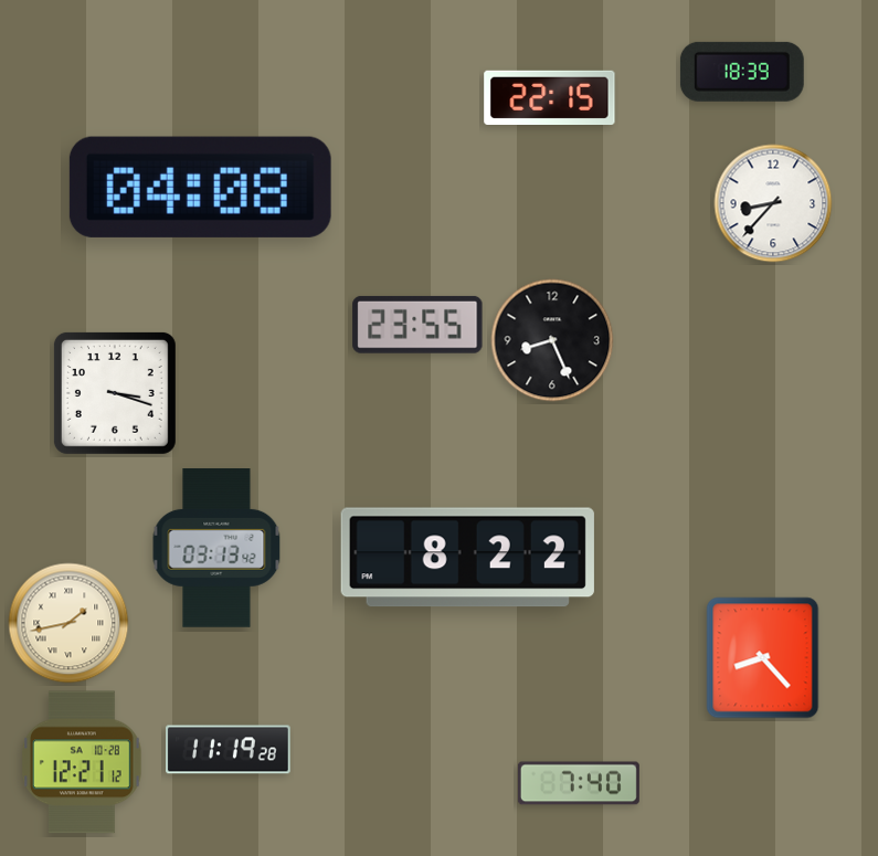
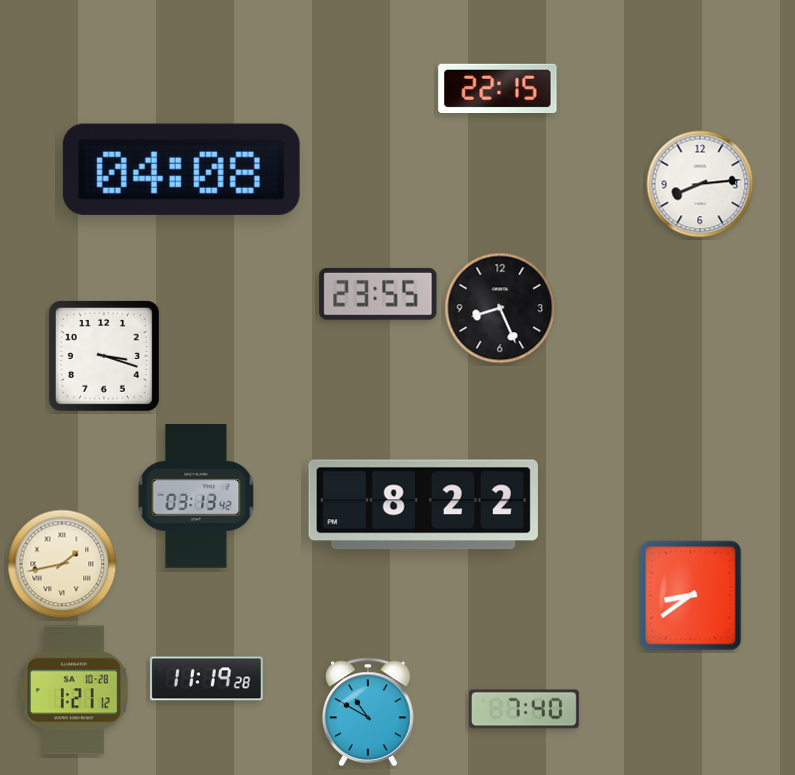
clock at (742, 72): 18:39 -> none
clock at (773, 203): 8:37 -> 8:14
clock at (763, 658): 8:23 -> 8:39
clock at (83, 762): 12:21 -> 1:21
clock at (369, 711): none -> 10:50
